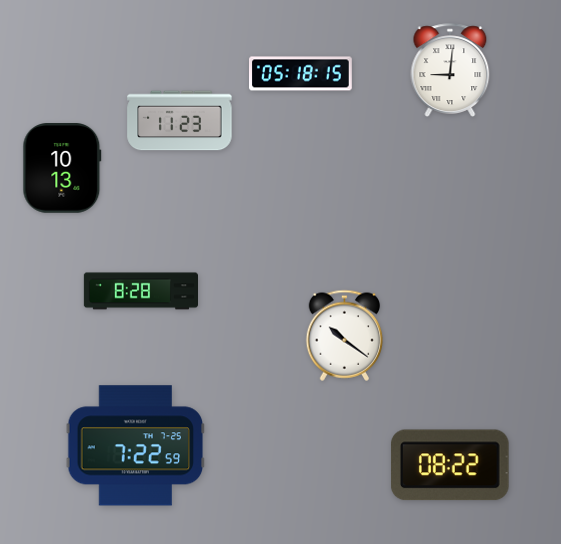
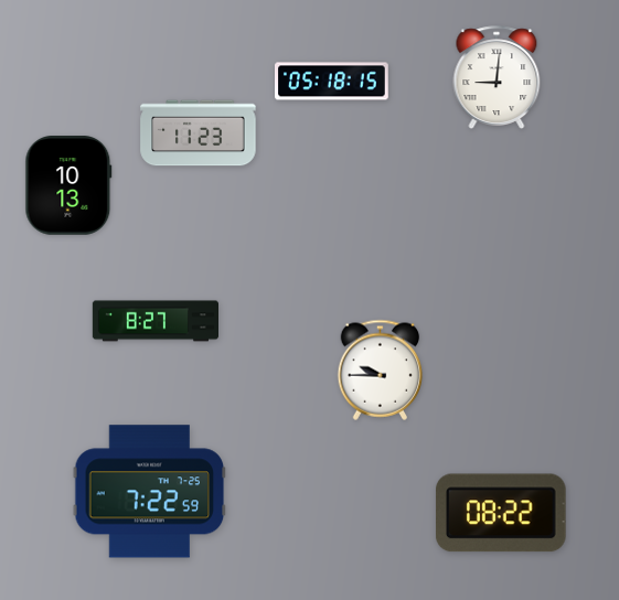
clock at (140, 291): 8:28 -> 8:27
clock at (345, 335): 10:21 -> 9:45
clock at (450, 465) position: (450, 465) -> (501, 513)
